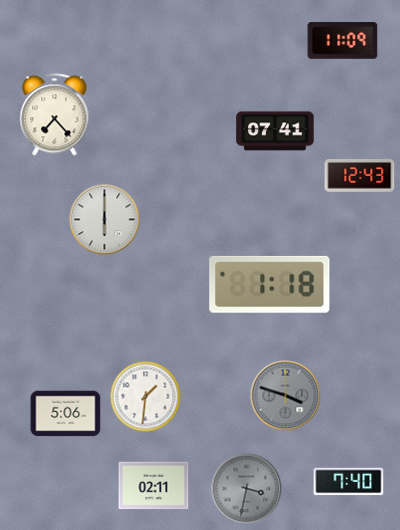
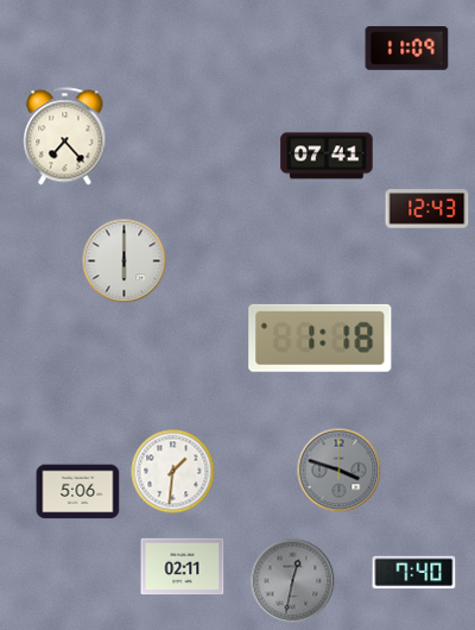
clock at (154, 486) position: (154, 486) -> (183, 567)
clock at (247, 489): 3:32 -> 12:32
